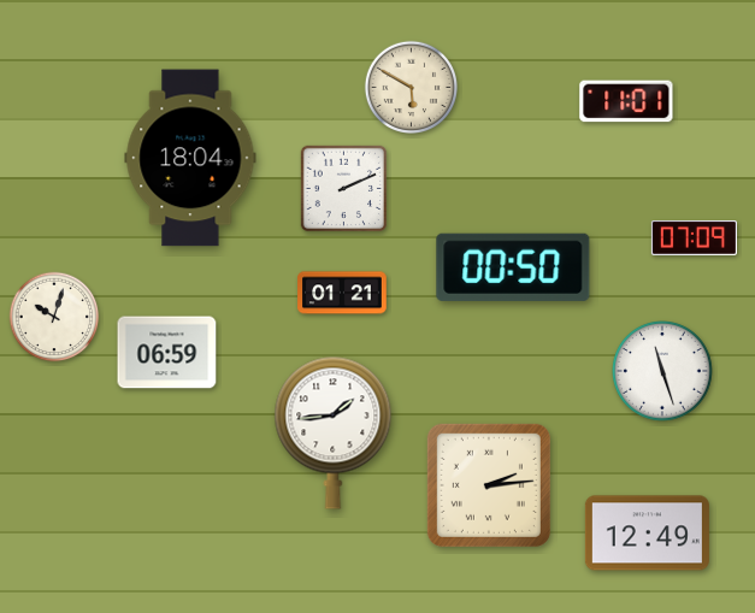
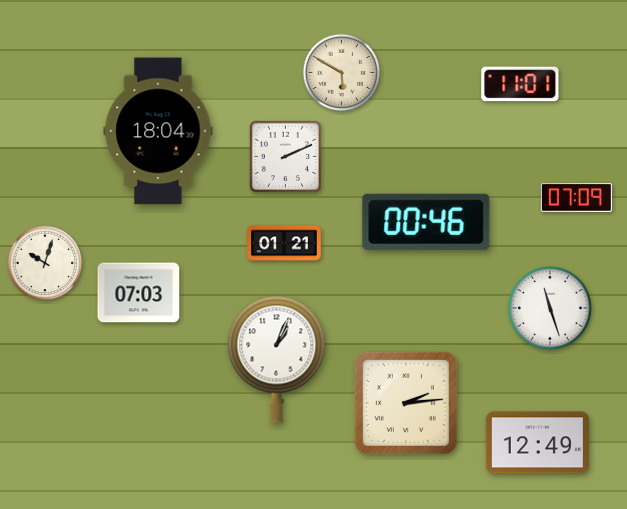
clock at (513, 267): 00:50 -> 00:46
clock at (167, 353): 06:59 -> 07:03
clock at (334, 432): 1:44 -> 1:04
